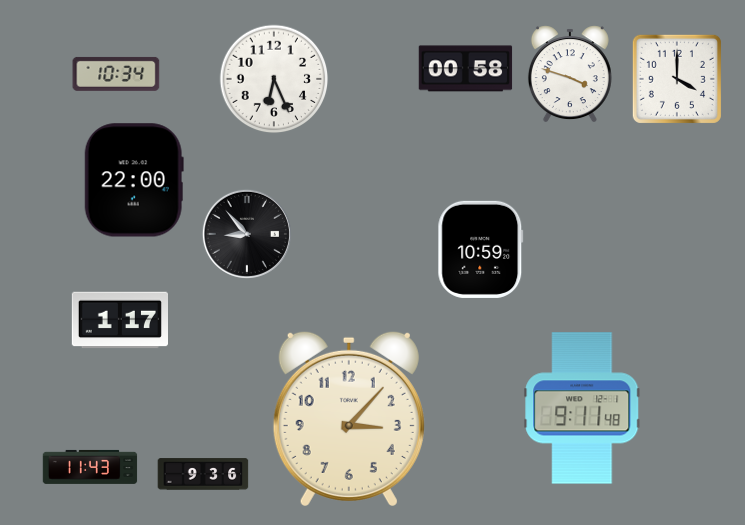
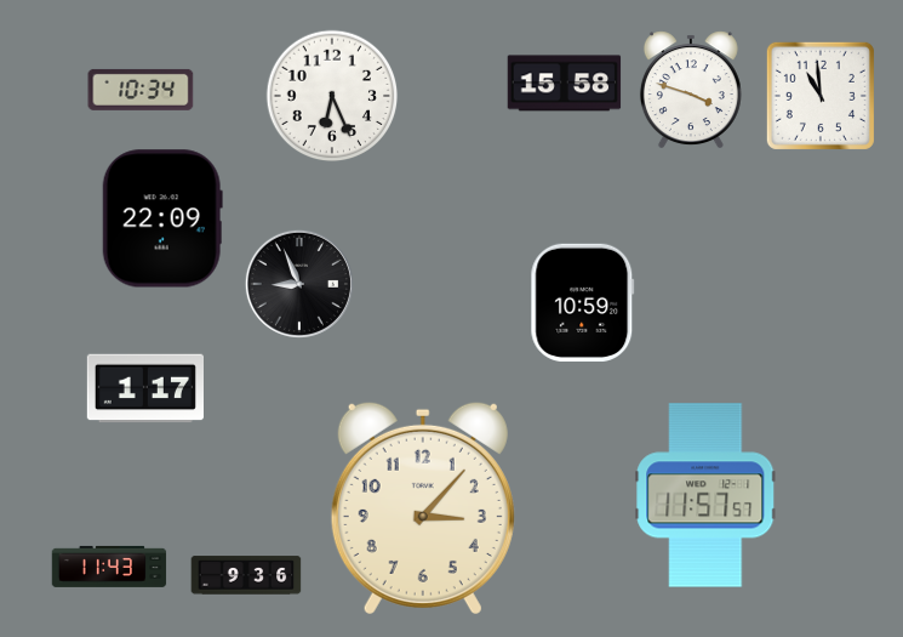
clock at (466, 69): 00:58 -> 15:58
clock at (677, 79): 4:00 -> 10:59
clock at (134, 180): 22:00 -> 22:09
clock at (247, 234): 8:53 -> 8:56
clock at (582, 408): 9:11 -> 11:57
